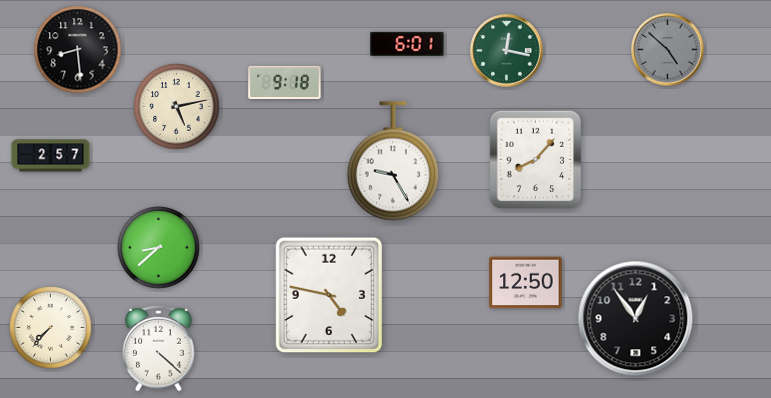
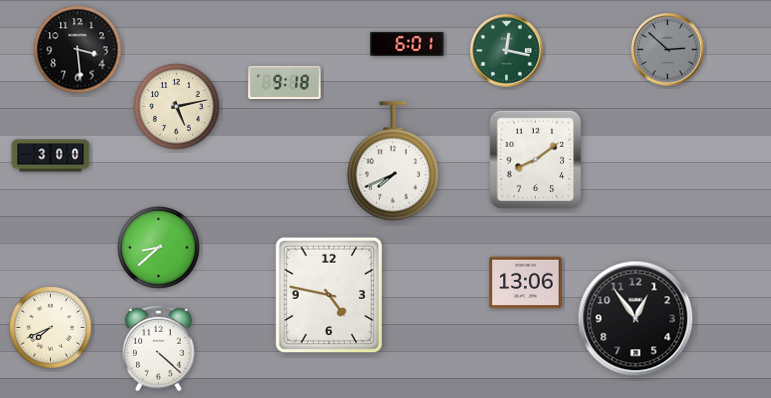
clock at (78, 50): 8:29 -> 3:29
clock at (668, 50): 4:52 -> 2:52
clock at (51, 156): 2:57 -> 3:00
clock at (536, 160): 8:07 -> 8:09
clock at (393, 161): 9:25 -> 7:41
clock at (526, 283): 12:50 -> 13:06
clock at (51, 328): 7:37 -> 7:41
